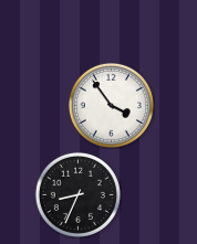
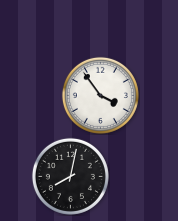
clock at (77, 194): 8:34 -> 8:02
